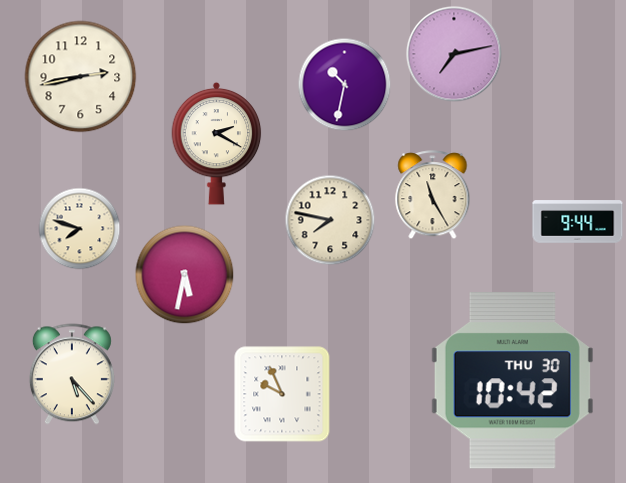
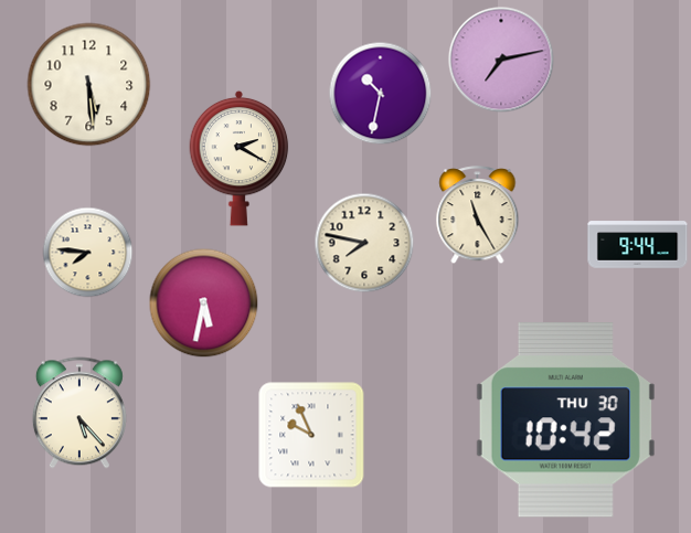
clock at (81, 77): 2:43 -> 5:29
clock at (80, 229): 7:48 -> 7:46
